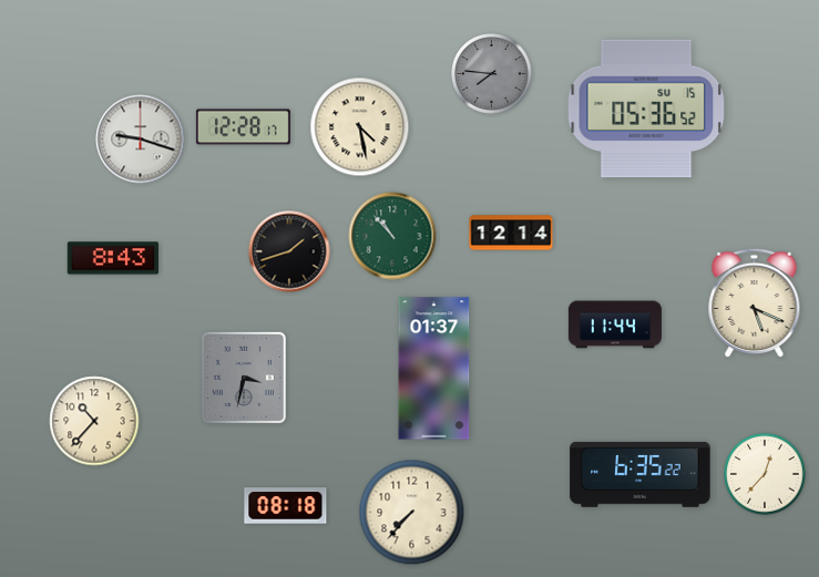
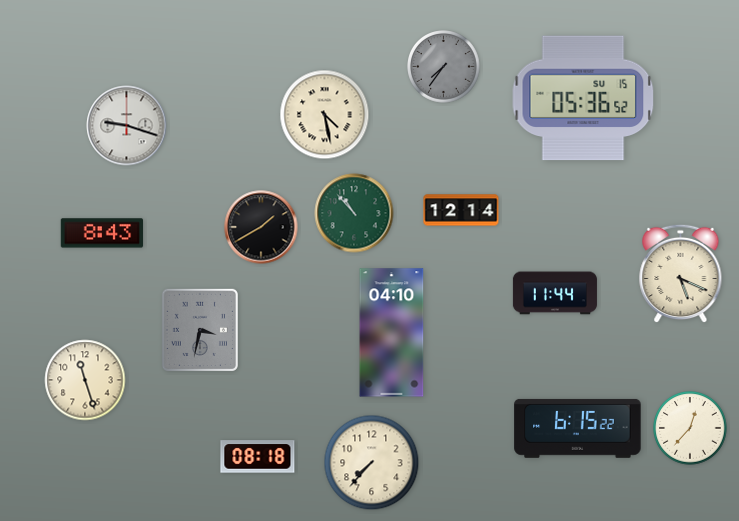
clock at (492, 74): 7:46 -> 7:36
clock at (243, 127): 12:28 -> none
clock at (289, 251): 1:42 -> 1:40
clock at (434, 369): 01:37 -> 04:10
clock at (244, 377) position: (244, 377) -> (200, 329)
clock at (94, 421): 10:37 -> 11:27
clock at (641, 474): 6:35 -> 6:15
